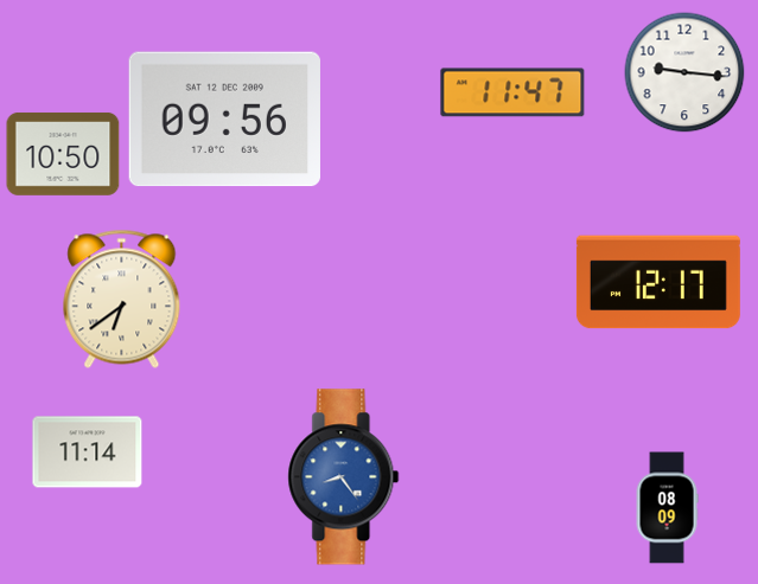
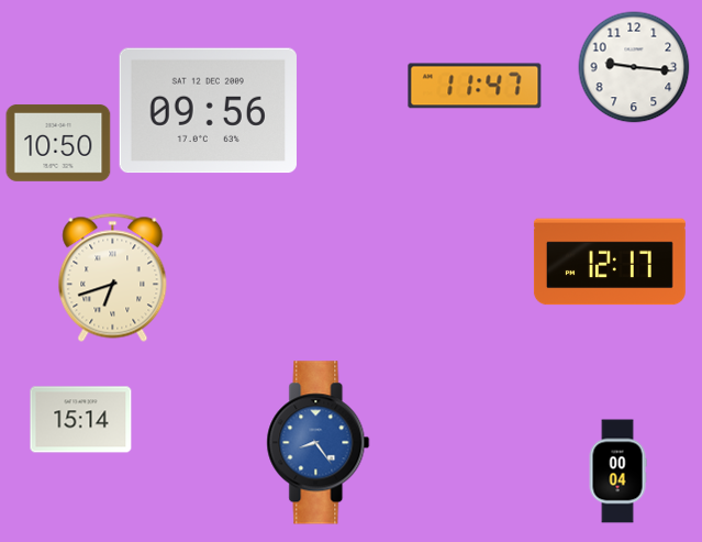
clock at (122, 299): 6:39 -> 6:42
clock at (88, 453): 11:14 -> 15:14
clock at (667, 508): 08:09 -> 00:04
